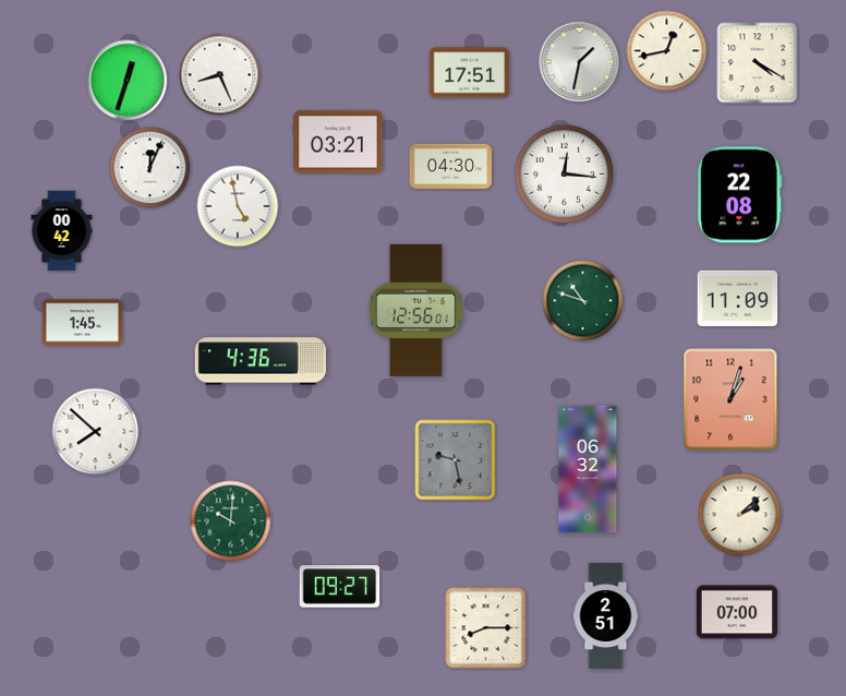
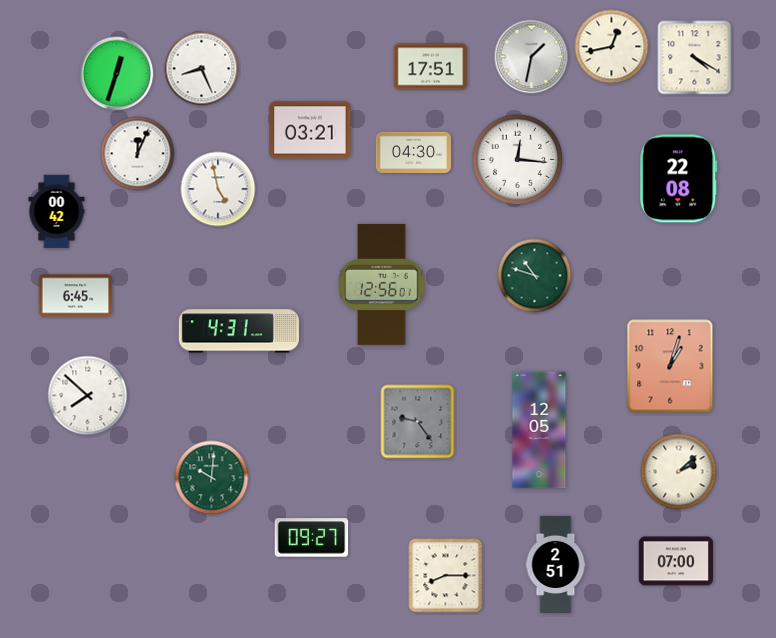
clock at (738, 298): 11:09 -> none
clock at (83, 323): 1:45 -> 6:45
clock at (261, 361): 4:36 -> 4:31
clock at (456, 460): 9:28 -> 9:24
clock at (588, 469): 06:32 -> 12:05
